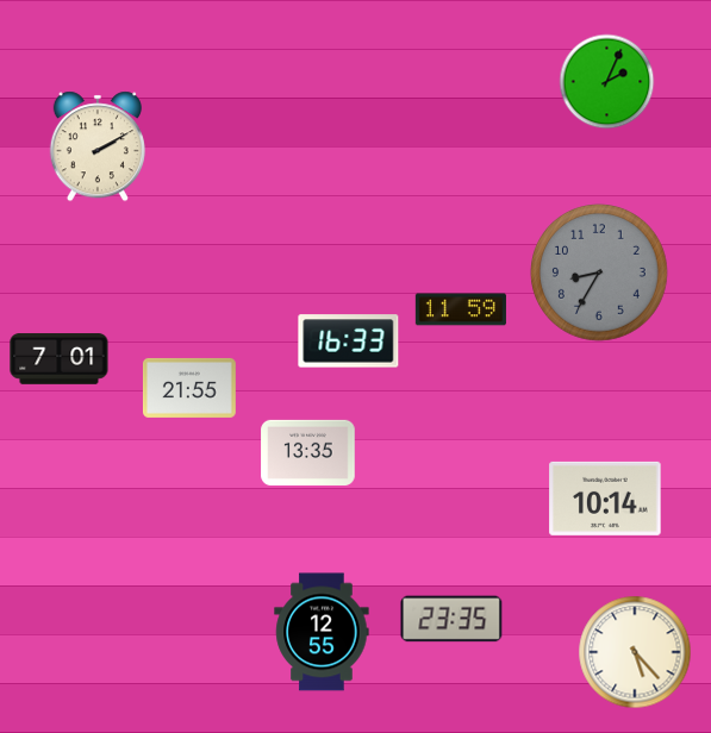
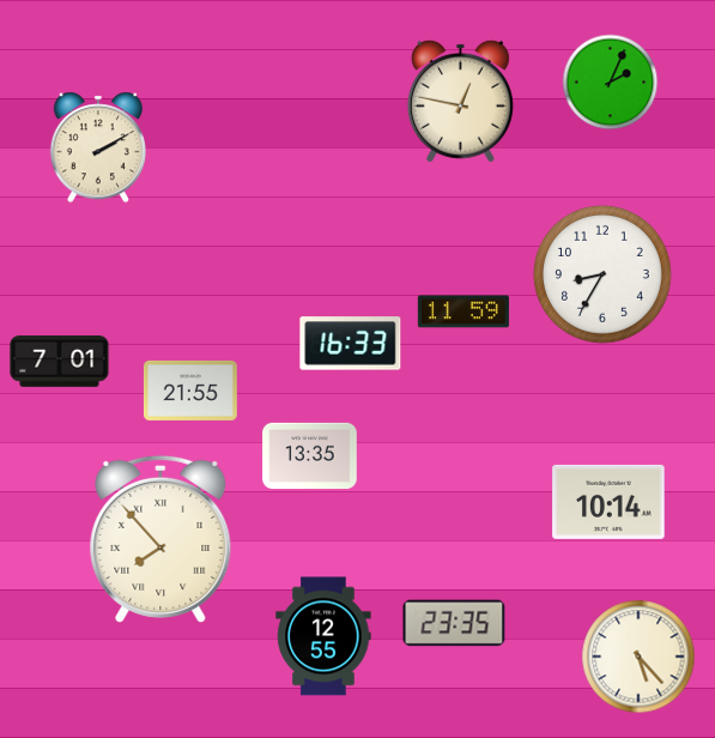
clock at (460, 101): none -> 12:47
clock at (599, 272) dial: grey -> white
clock at (160, 539): none -> 7:53
